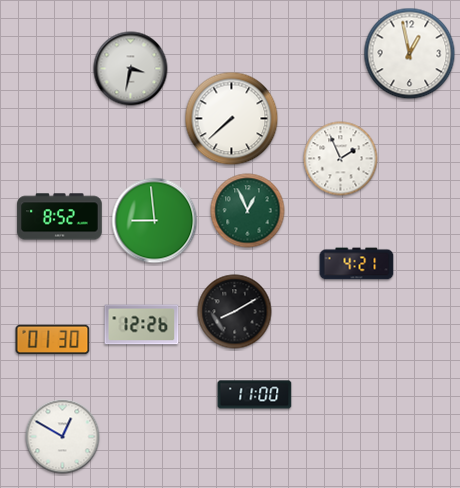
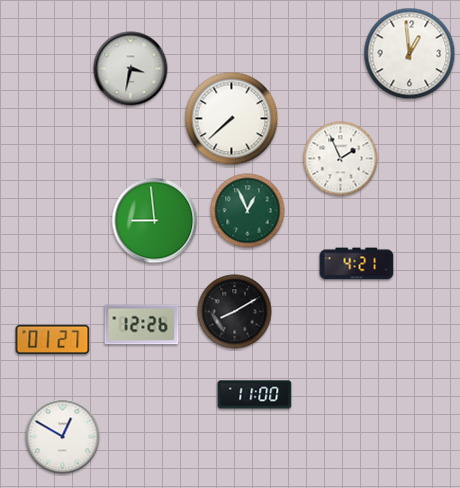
clock at (410, 54): 12:58 -> 12:59
clock at (60, 217): 8:52 -> none
clock at (53, 340): 01:30 -> 01:27
